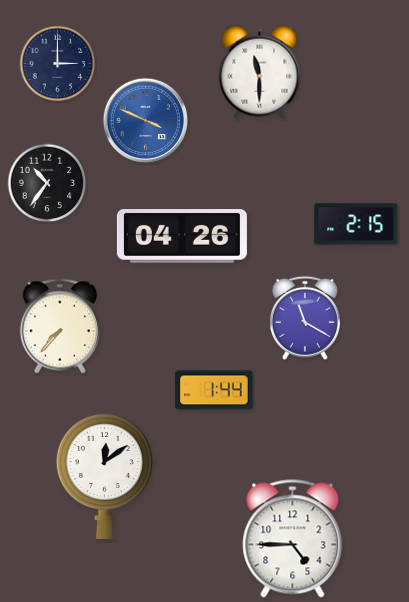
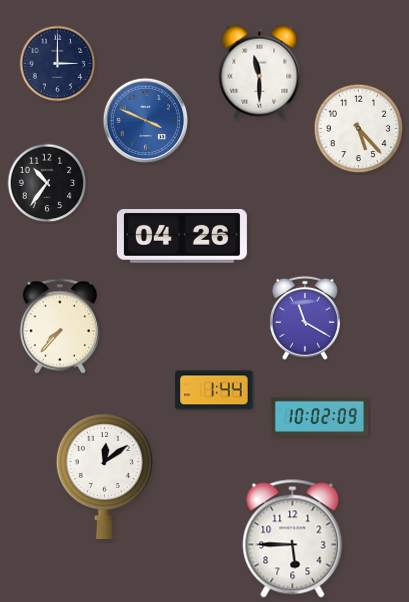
clock at (359, 129): none -> 5:23
clock at (356, 224): 2:15 -> none
clock at (320, 416): none -> 10:02
clock at (293, 539): 4:45 -> 5:45
